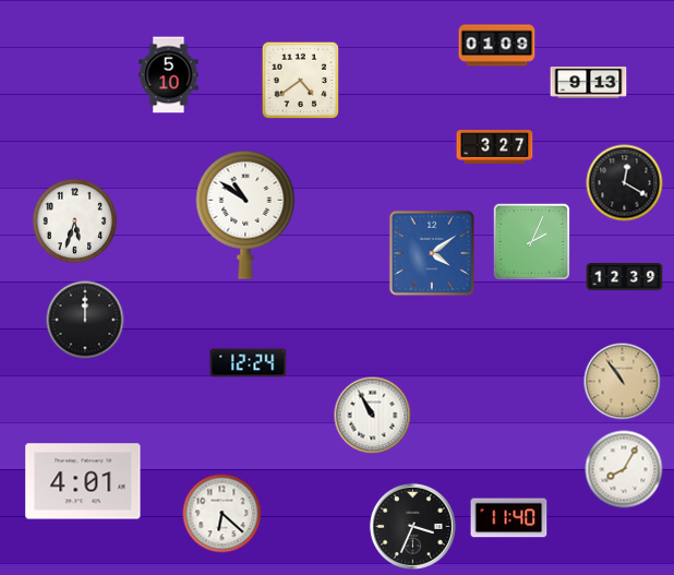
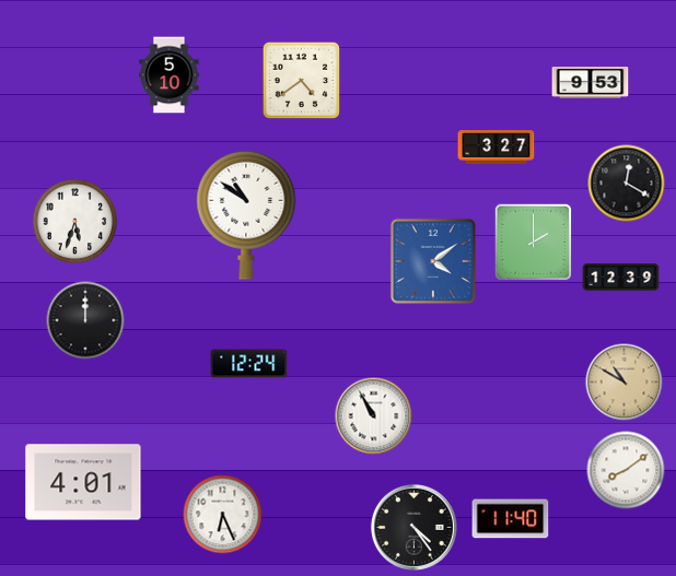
clock at (497, 46): 01:09 -> none
clock at (589, 83): 9:13 -> 9:53
clock at (532, 242): 2:04 -> 2:00
clock at (432, 253) position: (432, 253) -> (433, 261)
clock at (625, 277) position: (625, 277) -> (621, 278)
clock at (623, 382): 10:54 -> 10:50
clock at (624, 469): 8:05 -> 8:09
clock at (222, 514): 6:22 -> 6:26
clock at (412, 526): 3:34 -> 4:24
